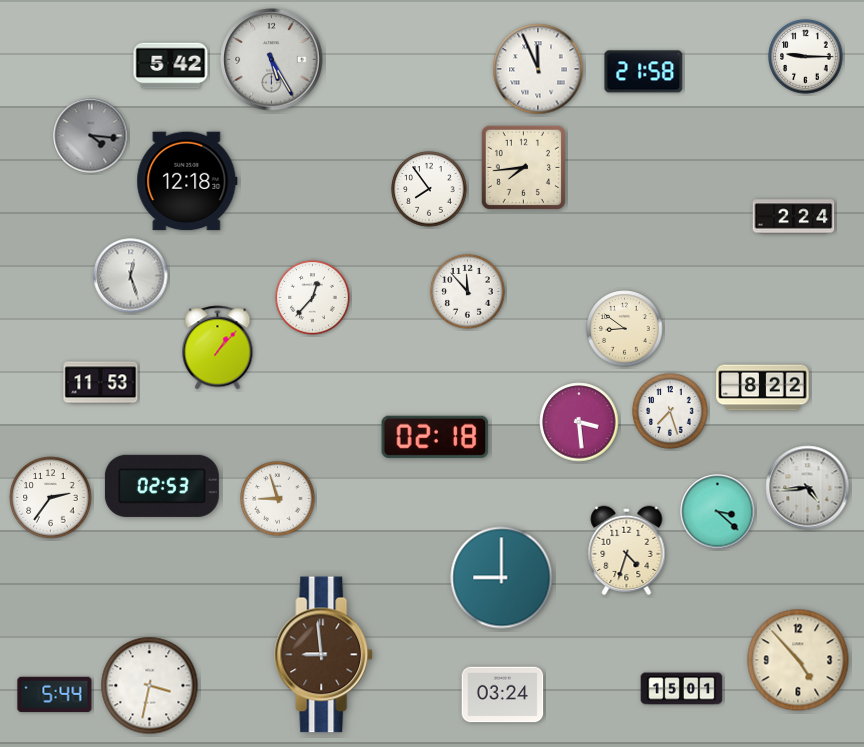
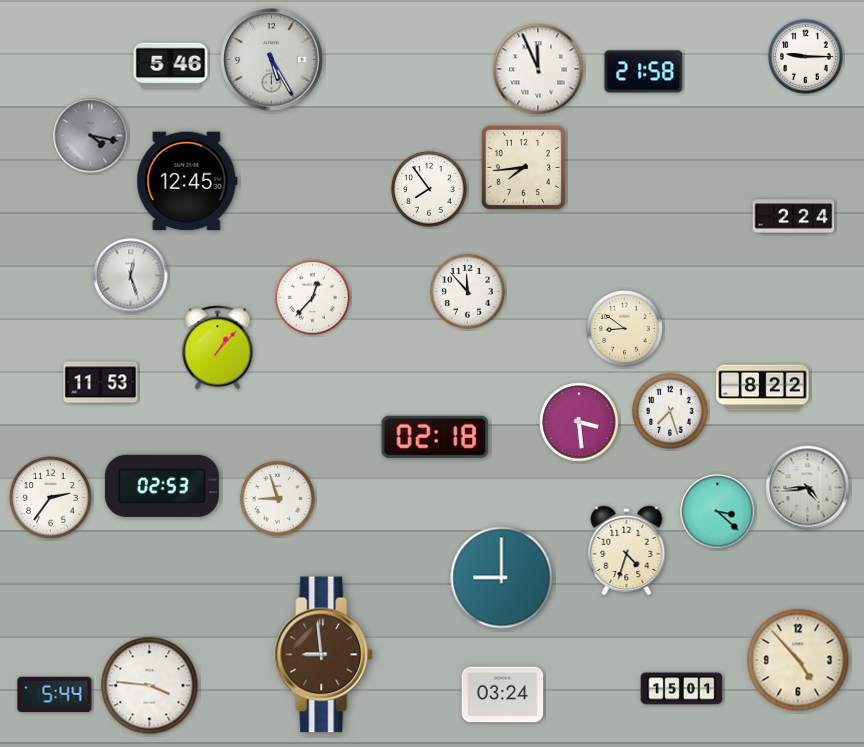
clock at (171, 66): 5:42 -> 5:46
clock at (91, 136): 4:16 -> 4:17
clock at (187, 181): 12:18 -> 12:45
clock at (150, 686): 3:32 -> 3:46
